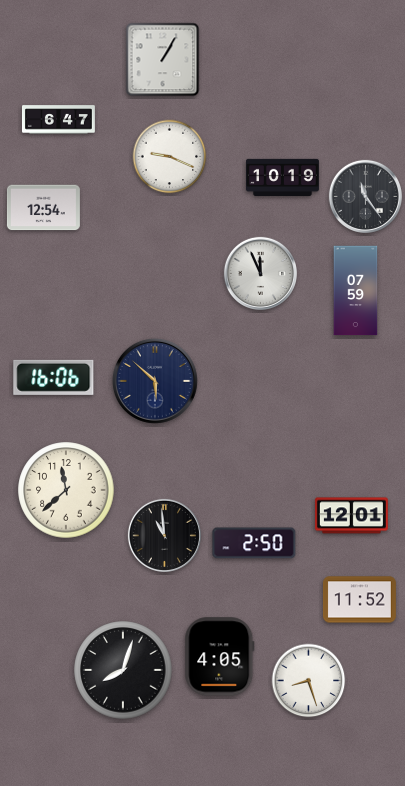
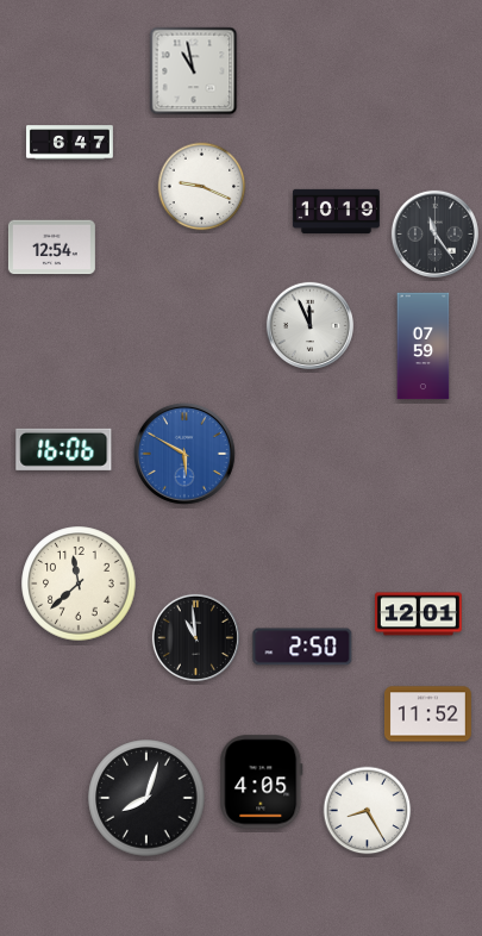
clock at (163, 60): 1:05 -> 10:58
clock at (155, 381): 5:52 -> 5:50
clock at (155, 381) dial: navy -> blue
clock at (309, 681): 8:27 -> 8:25
